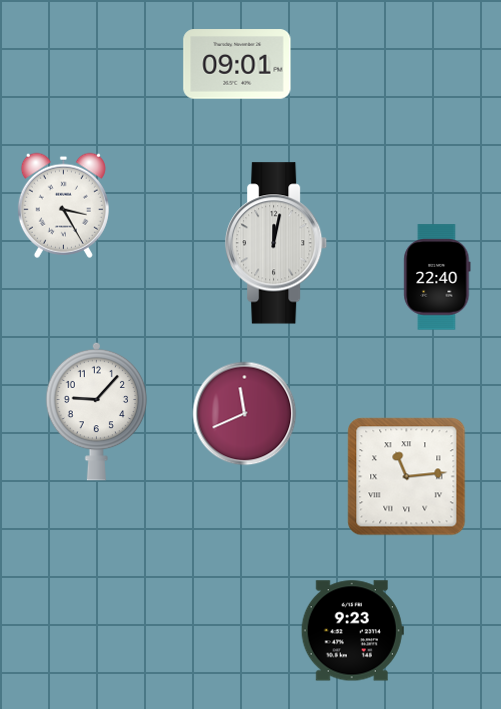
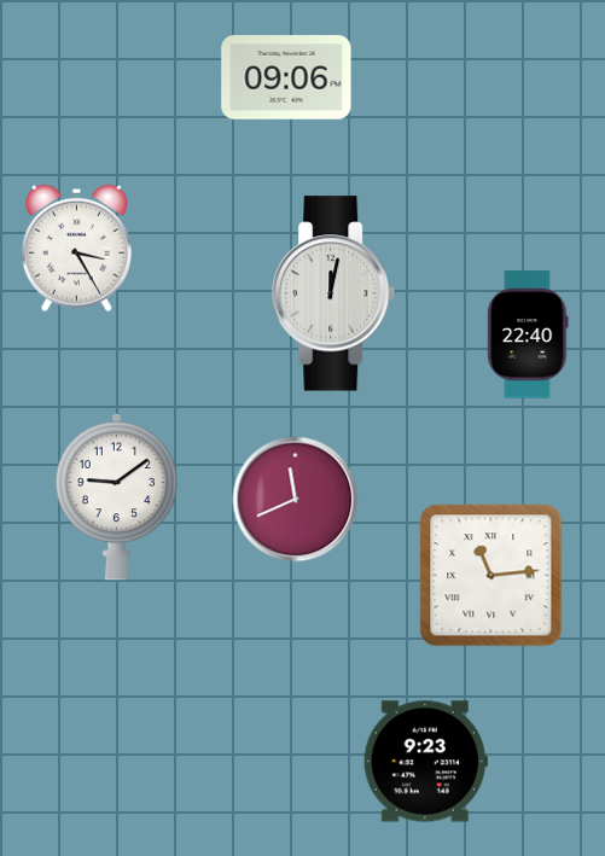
clock at (237, 64): 09:01 -> 09:06
clock at (97, 411): 9:07 -> 9:09
